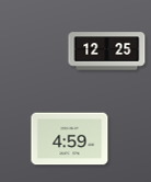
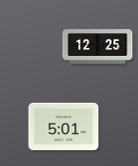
clock at (70, 139): 4:59 -> 5:01
